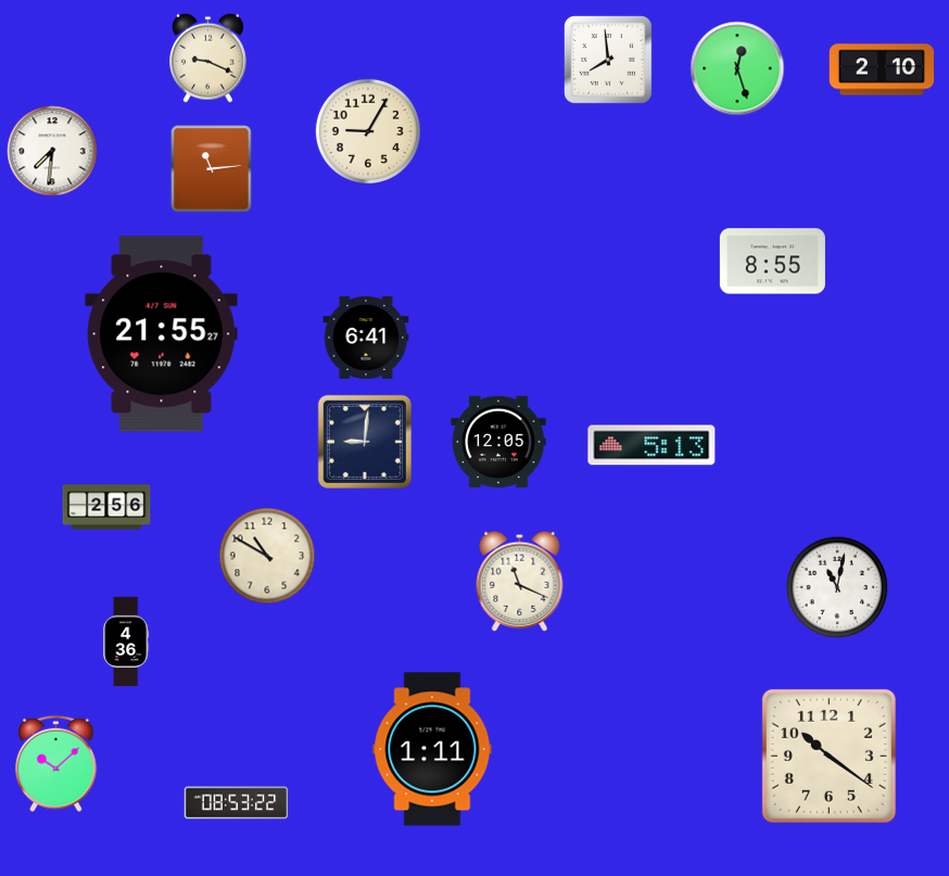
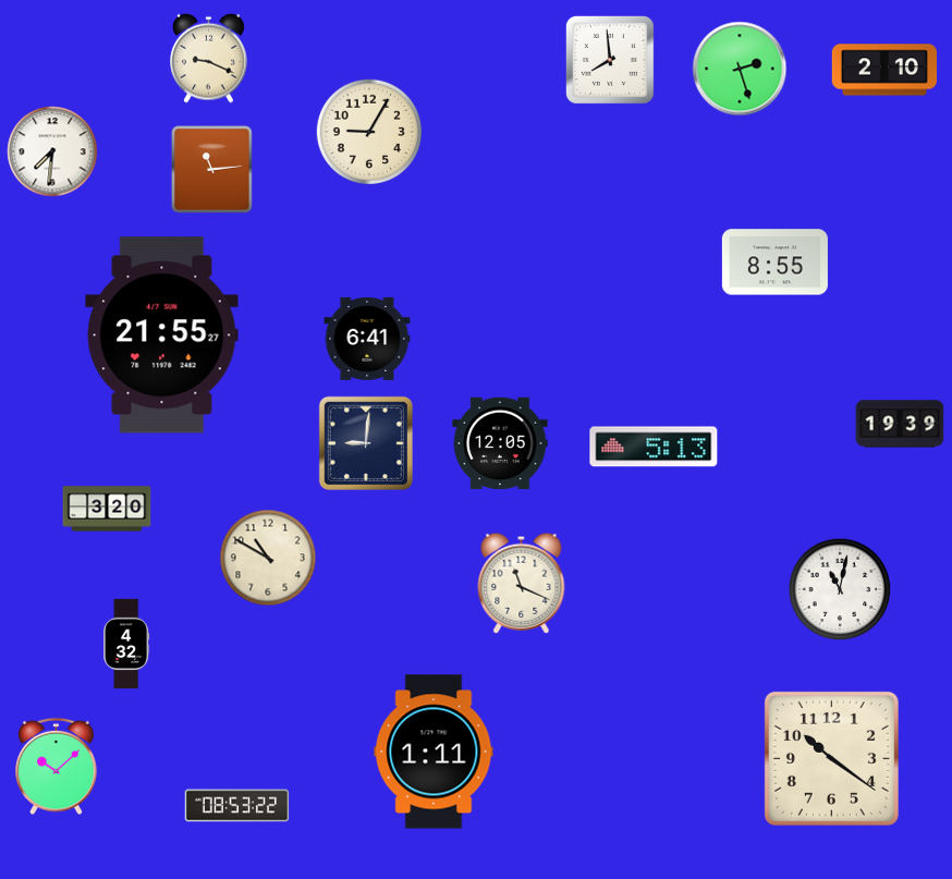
clock at (737, 68): 12:27 -> 2:27
clock at (900, 424): none -> 19:39
clock at (106, 507): 2:56 -> 3:20
clock at (126, 642): 4:36 -> 4:32
